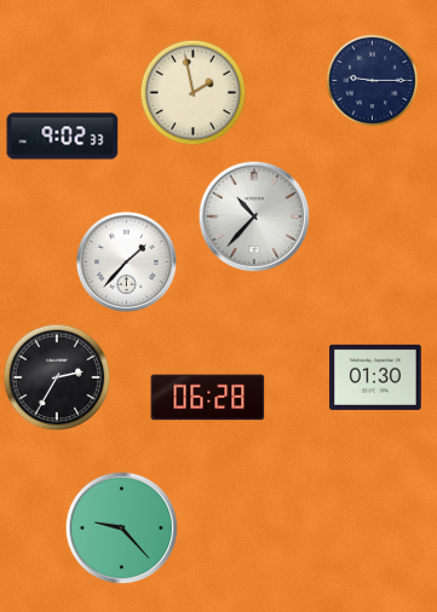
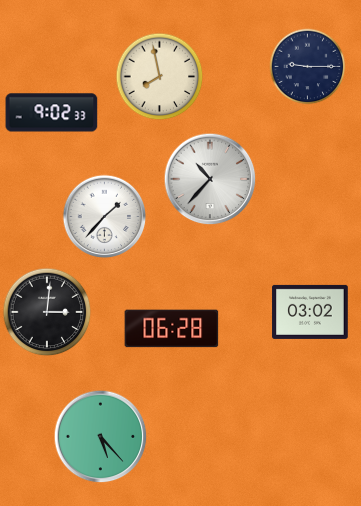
clock at (194, 93): 1:58 -> 7:58
clock at (57, 377): 2:35 -> 3:01
clock at (375, 377): 01:30 -> 03:02
clock at (122, 529): 9:23 -> 5:23
